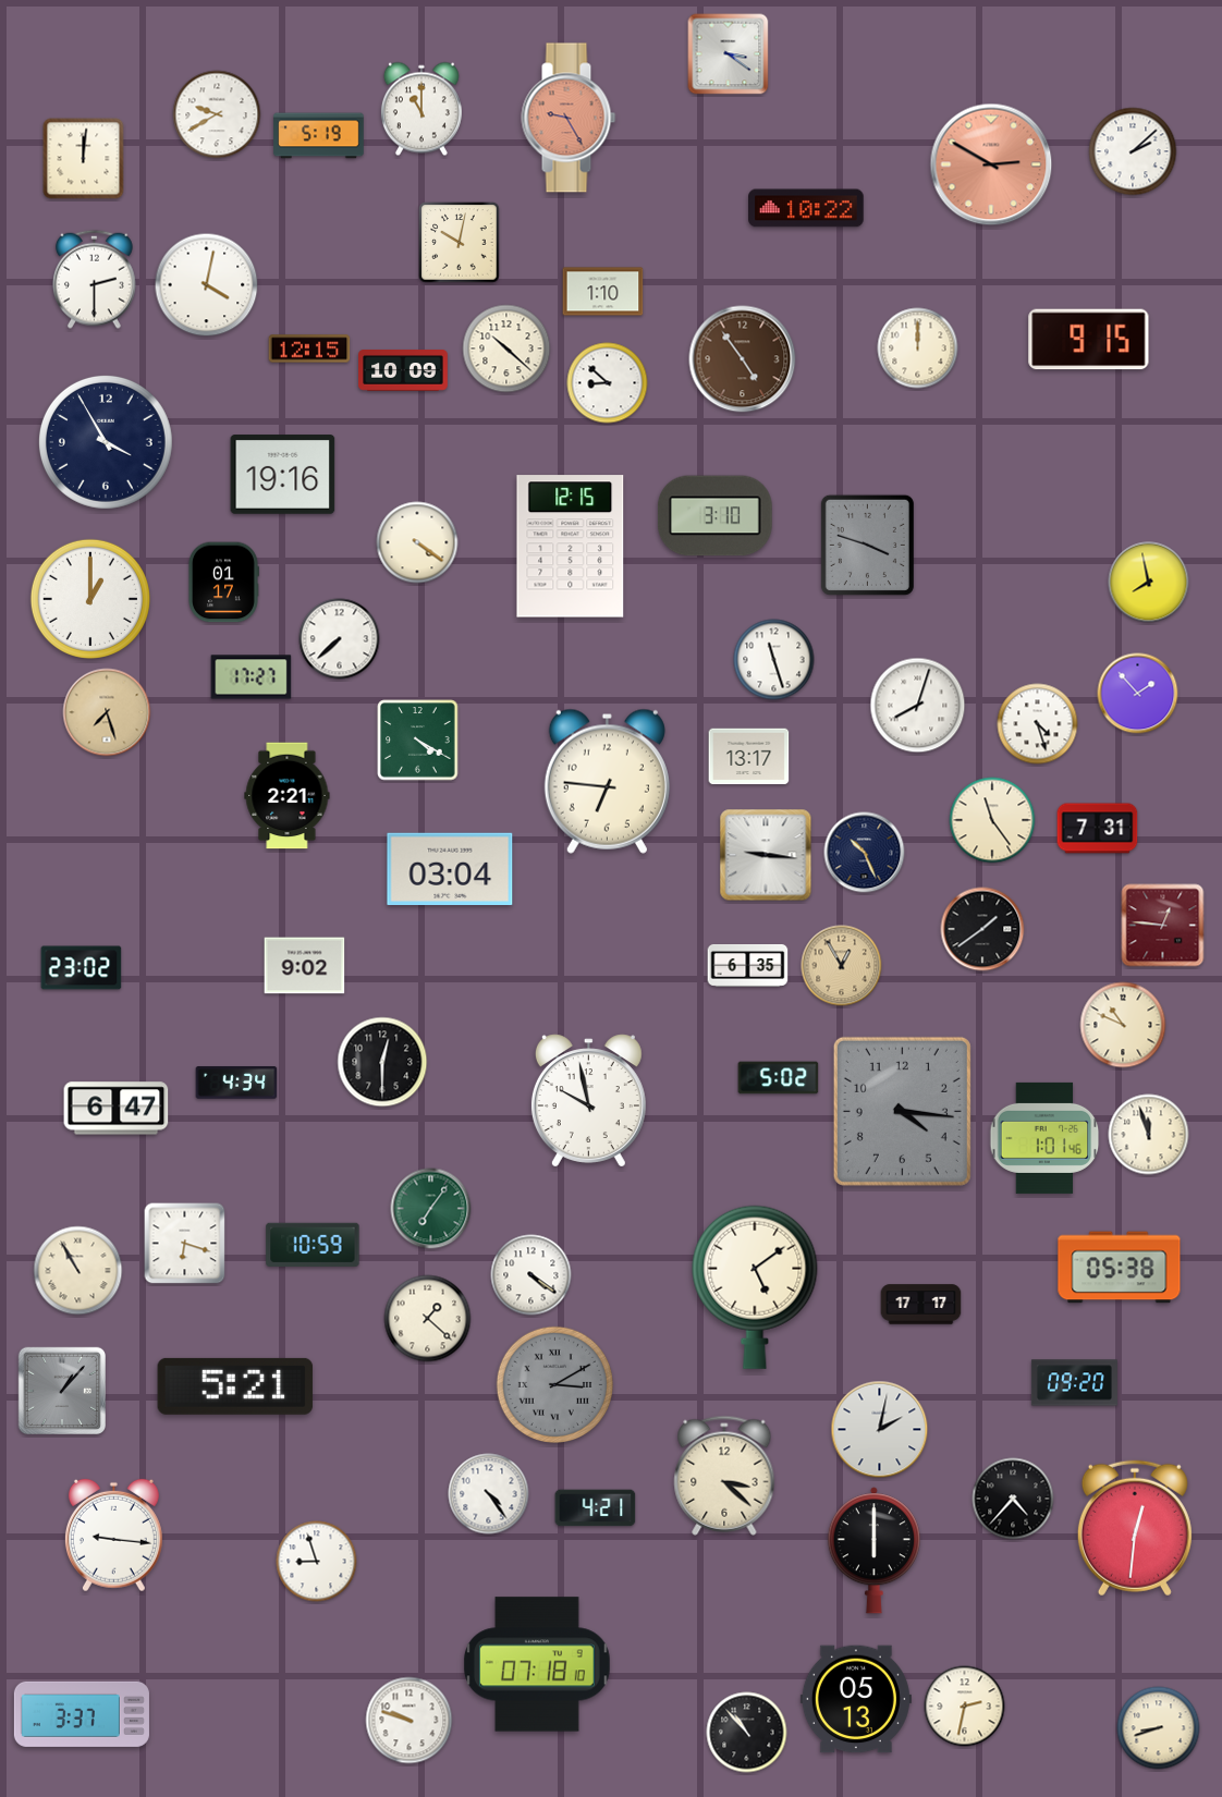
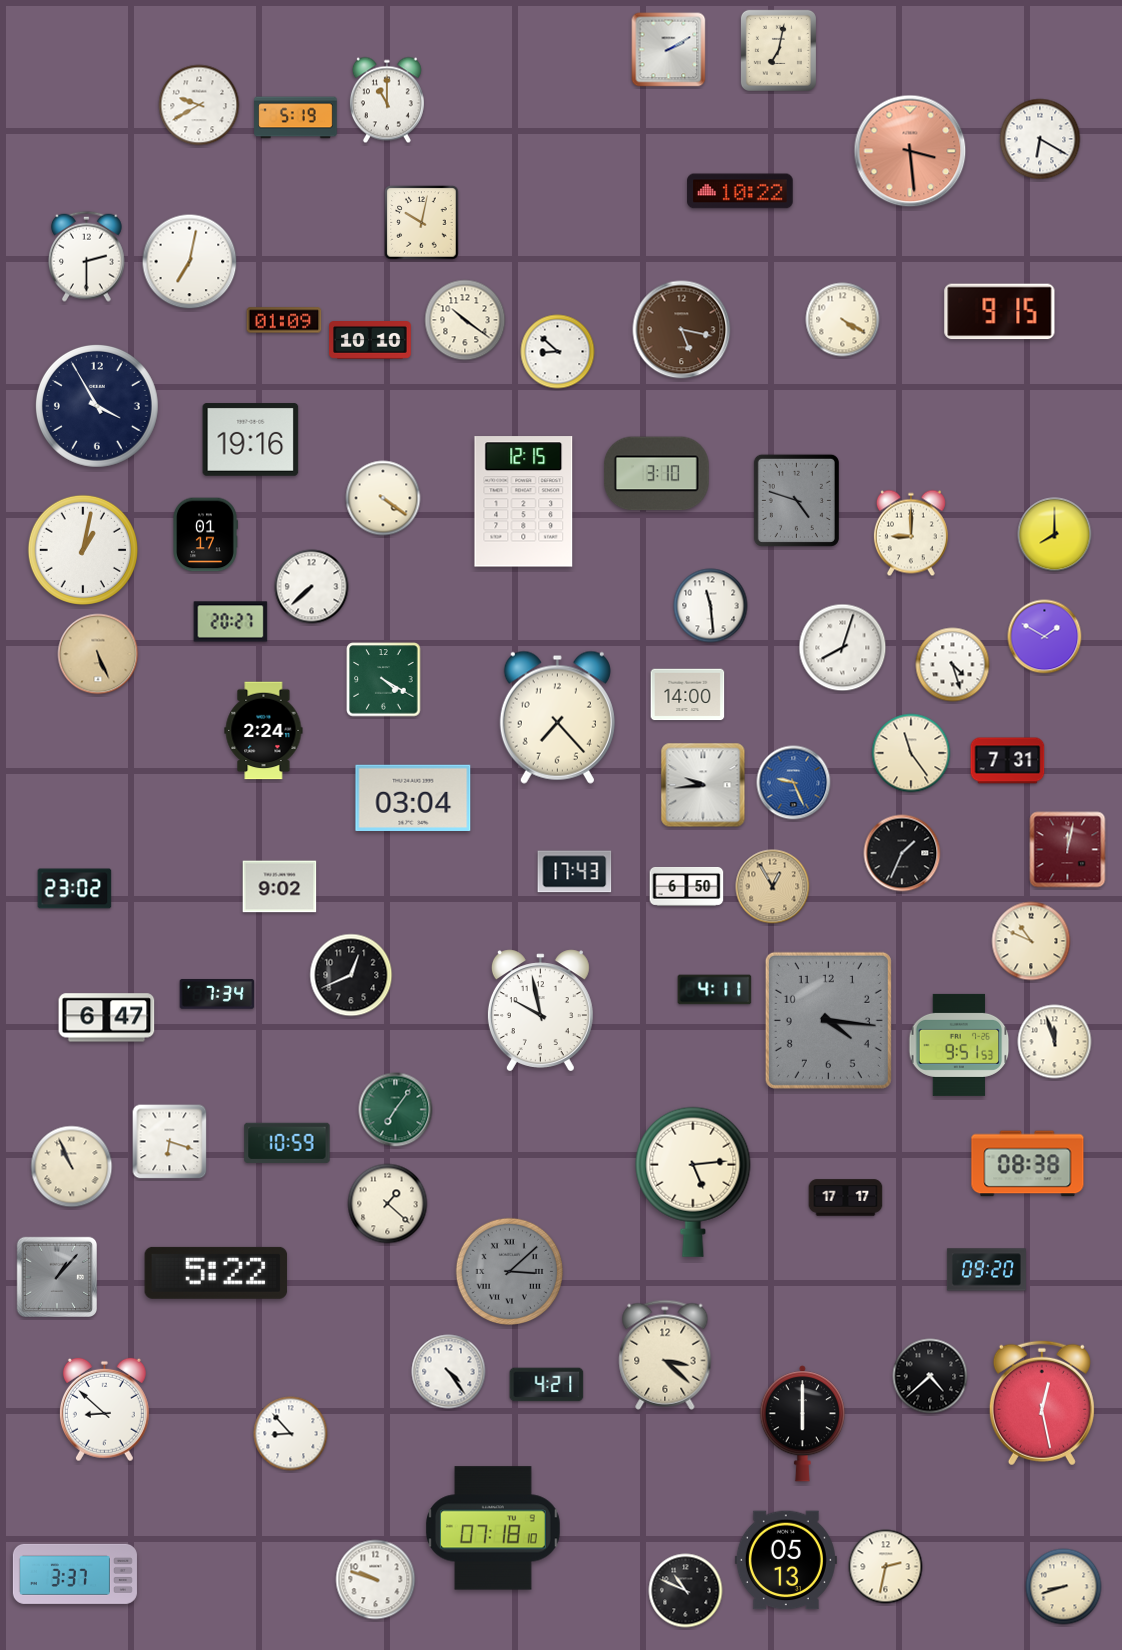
clock at (729, 54): 3:21 -> 2:10
clock at (778, 50): none -> 7:02
clock at (569, 118): 9:25 -> none
clock at (319, 136) position: (319, 136) -> (296, 118)
clock at (1133, 151): 2:08 -> 6:20
clock at (84, 159): 12:01 -> none
clock at (991, 164): 2:50 -> 3:29
clock at (207, 285): 4:02 -> 7:02
clock at (603, 292): 1:10 -> none
clock at (309, 349): 12:15 -> 01:09
clock at (506, 349): 10:22 -> 10:21
clock at (918, 349): 12:00 -> 4:20
clock at (743, 359): 4:54 -> 5:17
clock at (403, 371): 10:09 -> 10:10
clock at (283, 475) position: (283, 475) -> (251, 440)
clock at (867, 545): 3:48 -> 4:48
clock at (911, 533): none -> 9:00
clock at (1149, 583): 7:58 -> 8:00
clock at (90, 599): 1:00 -> 1:02
clock at (774, 660): 11:27 -> 11:29
clock at (252, 677): 17:27 -> 20:27
clock at (1138, 694): 1:53 -> 1:50
clock at (107, 712): 7:27 -> 5:26
clock at (749, 757): 13:17 -> 14:00
clock at (607, 781): 6:46 -> 7:23
clock at (288, 796): 2:21 -> 2:24
clock at (865, 853): 10:26 -> 9:26
clock at (865, 853) dial: navy -> blue
clock at (766, 855): 9:16 -> 9:44
clock at (1163, 926): 12:46 -> 12:02
clock at (982, 929): 1:39 -> 1:34
clock at (575, 872): none -> 17:43
clock at (748, 965): 6:35 -> 6:50
clock at (382, 1062): 12:30 -> 12:41
clock at (779, 1078): 5:02 -> 4:11
clock at (236, 1083): 4:34 -> 7:34
clock at (1044, 1138): 1:01 -> 9:51
clock at (1120, 1268): 05:38 -> 08:38
clock at (78, 1271): 10:55 -> 10:56
clock at (531, 1275): 4:21 -> none
clock at (755, 1287): 5:09 -> 5:14
clock at (428, 1319) position: (428, 1319) -> (388, 1204)
clock at (554, 1384): 3:10 -> 3:08
clock at (235, 1386): 5:21 -> 5:22
clock at (880, 1430): 2:02 -> none
clock at (1013, 1499): 4:37 -> 4:38
clock at (1135, 1528): 12:31 -> 12:28
clock at (113, 1536): 9:16 -> 8:52
clock at (317, 1562): 8:57 -> 8:53
clock at (747, 1733): 10:53 -> 10:49
